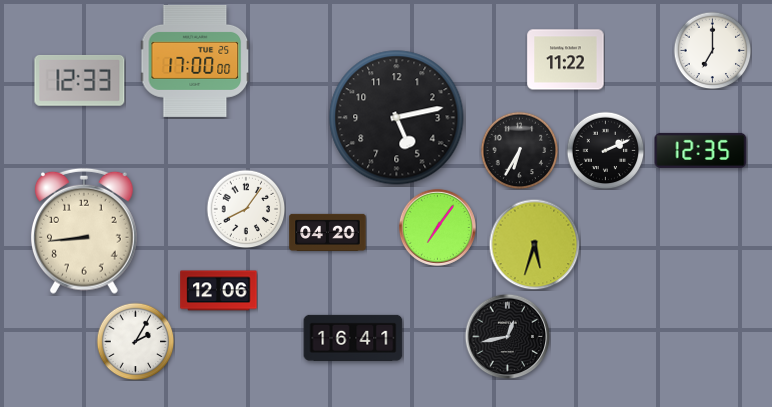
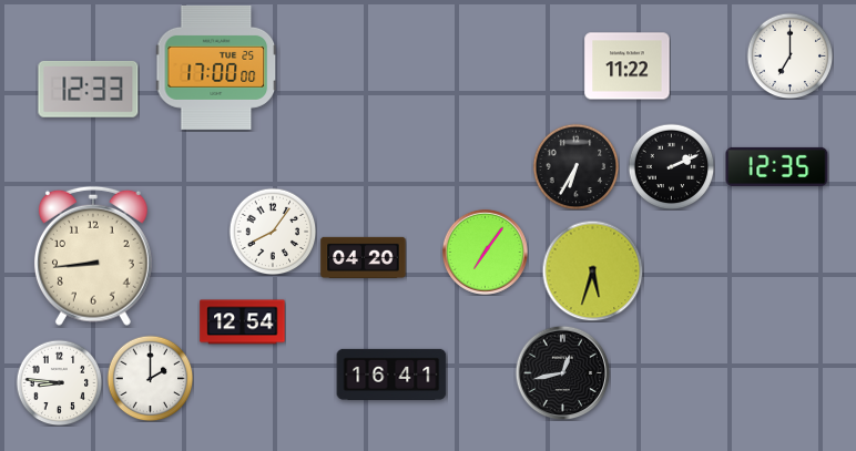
clock at (397, 118): 5:13 -> none
clock at (219, 291): 12:06 -> 12:54
clock at (135, 341): 2:05 -> 2:00
clock at (59, 382): none -> 8:46
